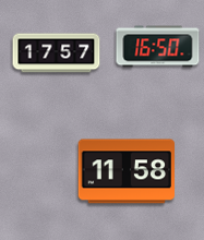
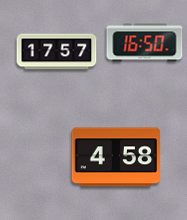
clock at (57, 53) position: (57, 53) -> (57, 52)
clock at (125, 171): 11:58 -> 4:58
